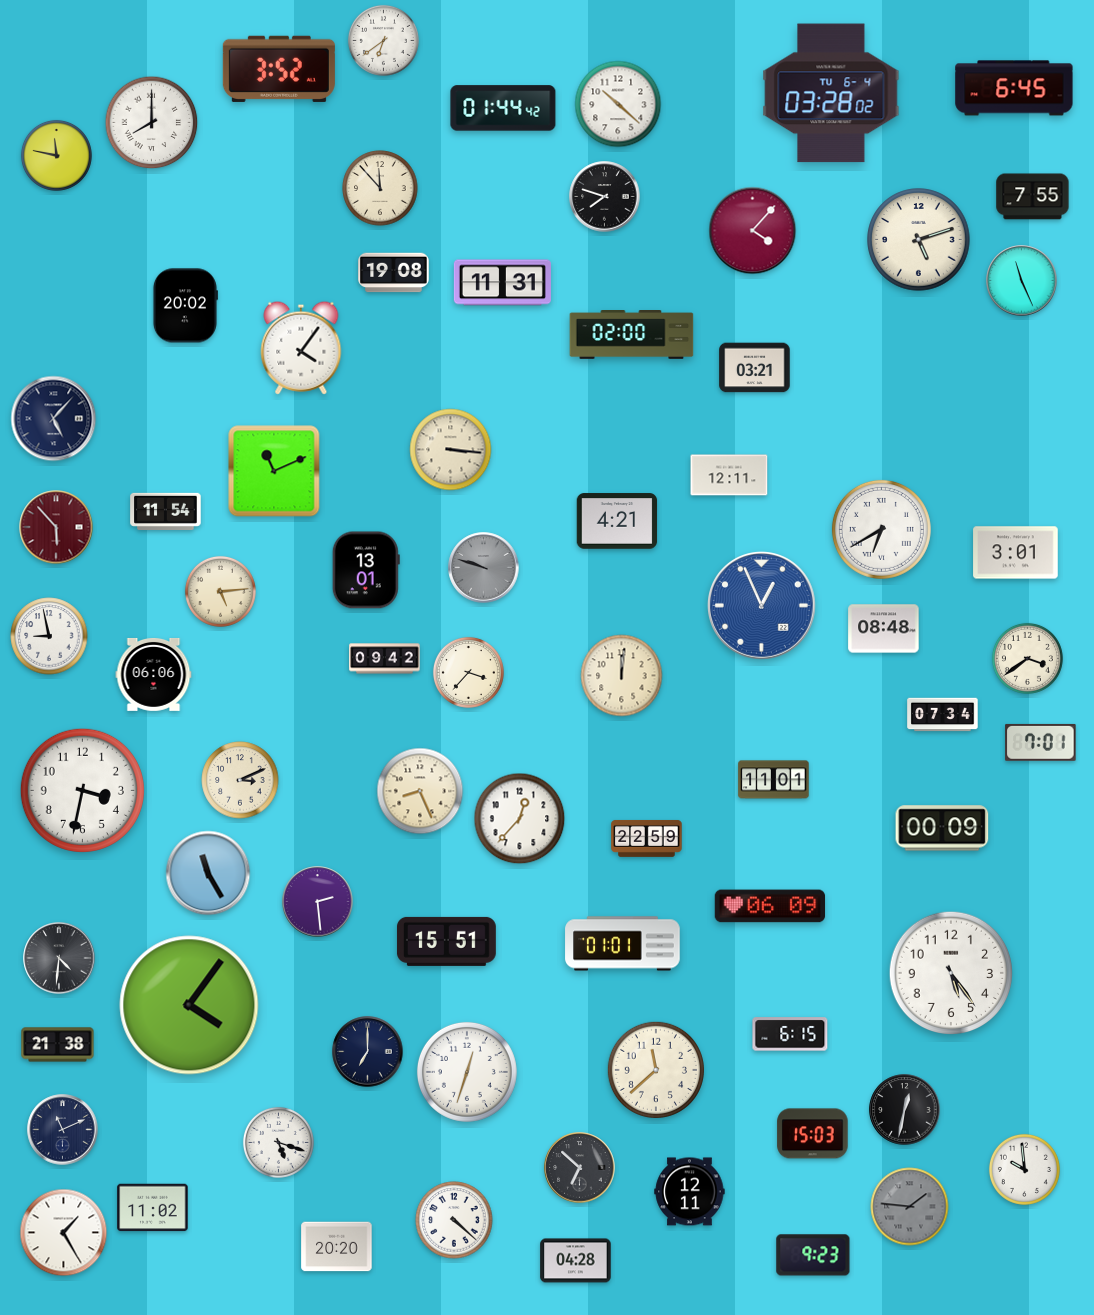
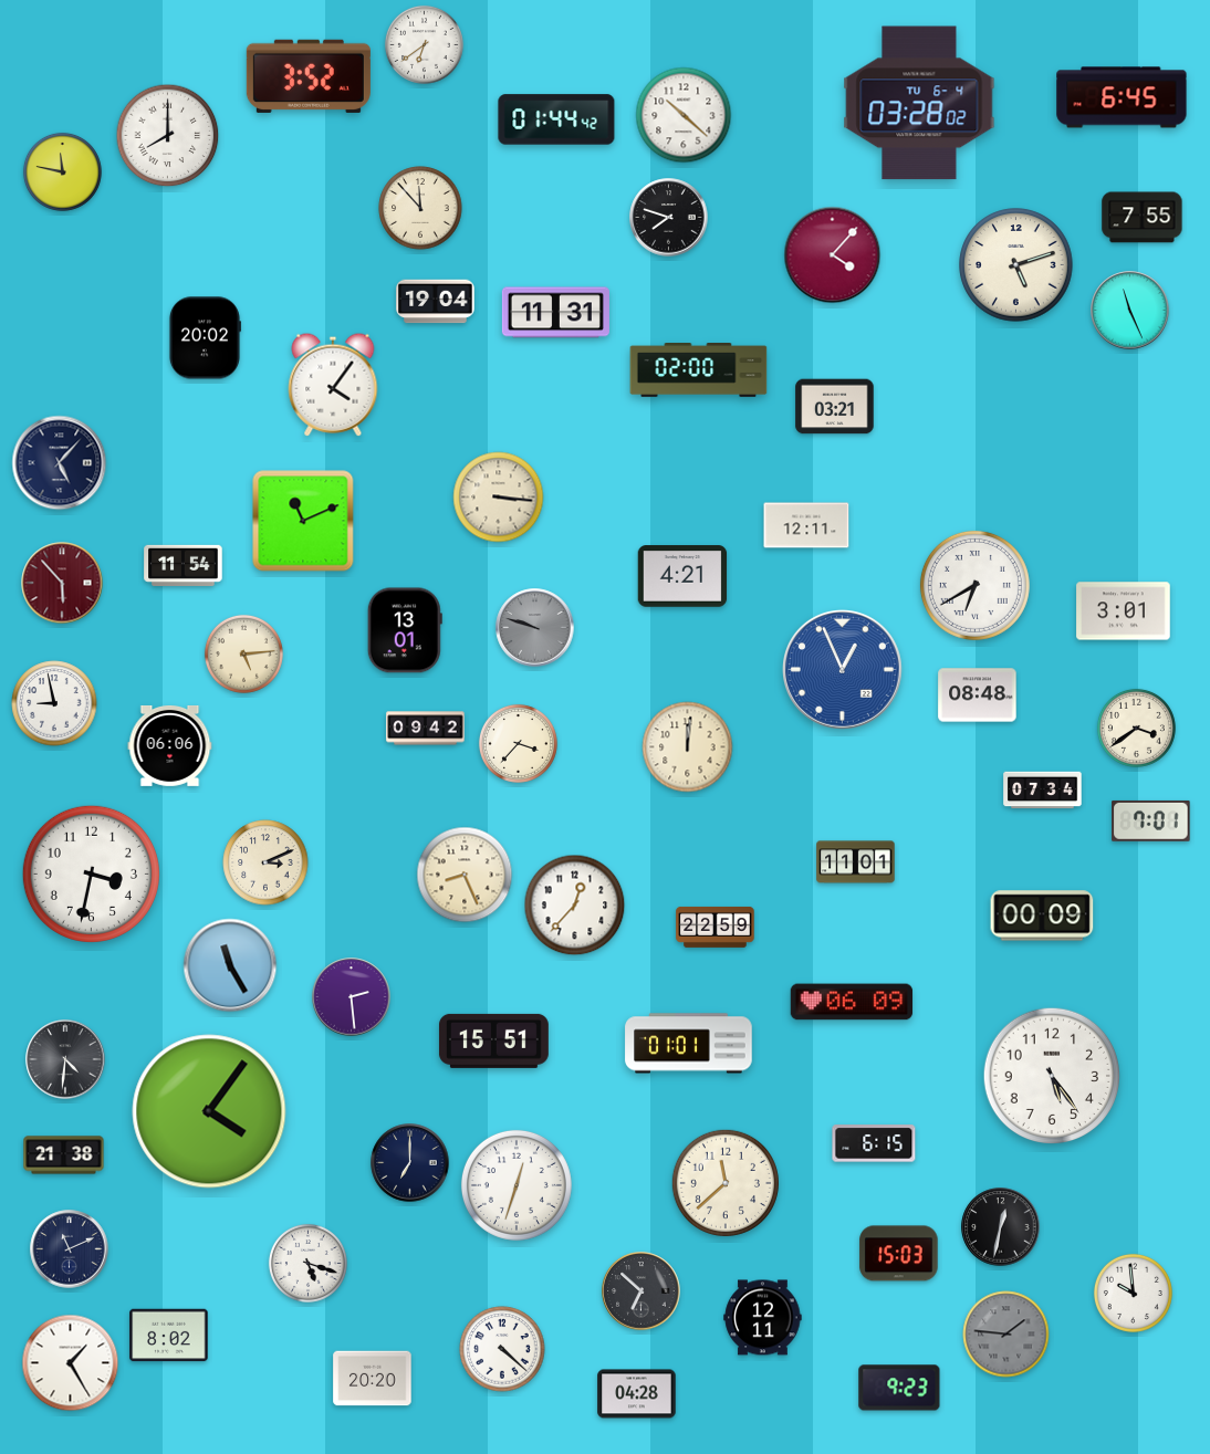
clock at (394, 273): 19:08 -> 19:04
clock at (368, 1052) position: (368, 1052) -> (410, 1163)
clock at (153, 1208): 11:02 -> 8:02
